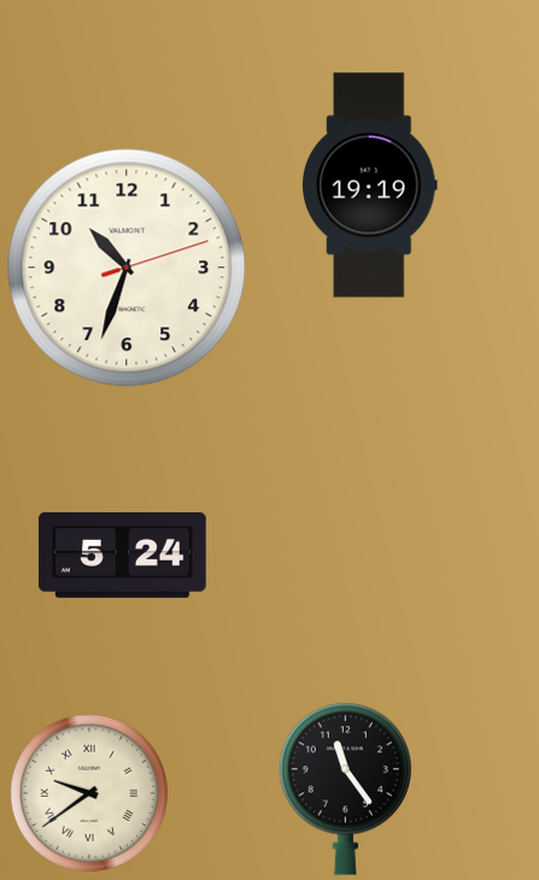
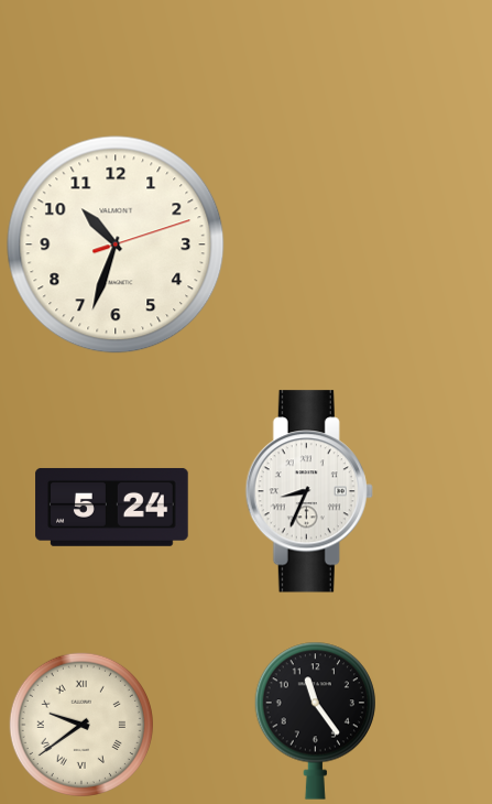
clock at (370, 186): 19:19 -> none
clock at (309, 491): none -> 8:34
